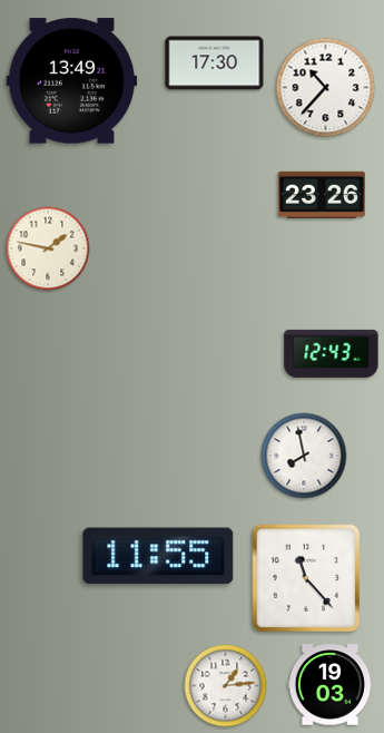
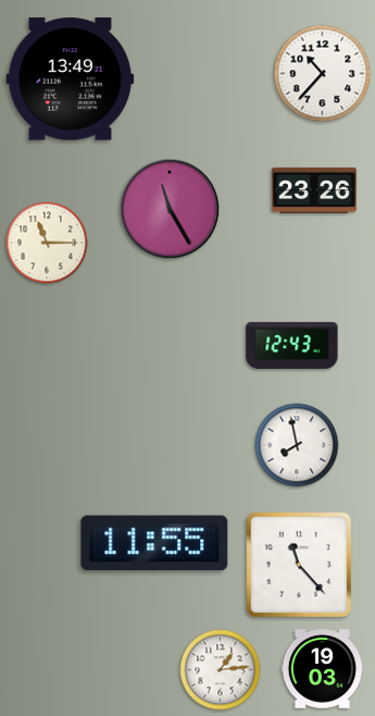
clock at (215, 63): 17:30 -> none
clock at (326, 88) position: (326, 88) -> (323, 74)
clock at (170, 209): none -> 11:25
clock at (48, 248): 1:47 -> 11:15
clock at (332, 353) position: (332, 353) -> (292, 345)
